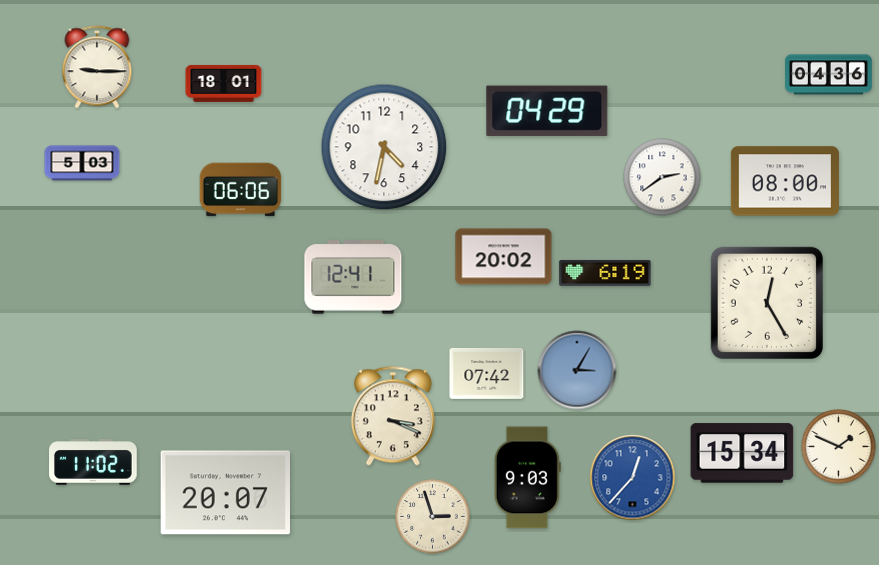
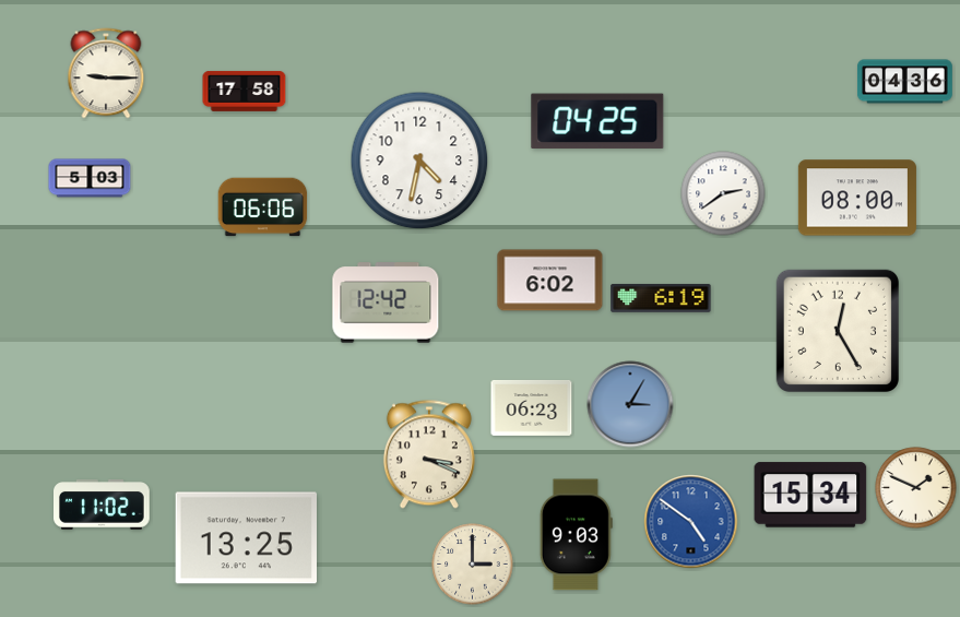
clock at (224, 83): 18:01 -> 17:58
clock at (547, 111): 04:29 -> 04:25
clock at (504, 257): 20:02 -> 6:02
clock at (353, 277): 12:41 -> 12:42
clock at (487, 373): 07:42 -> 06:23
clock at (527, 478) position: (527, 478) -> (576, 535)
clock at (633, 478): 12:37 -> 4:51
clock at (225, 493): 20:07 -> 13:25
clock at (433, 517): 2:57 -> 3:00
